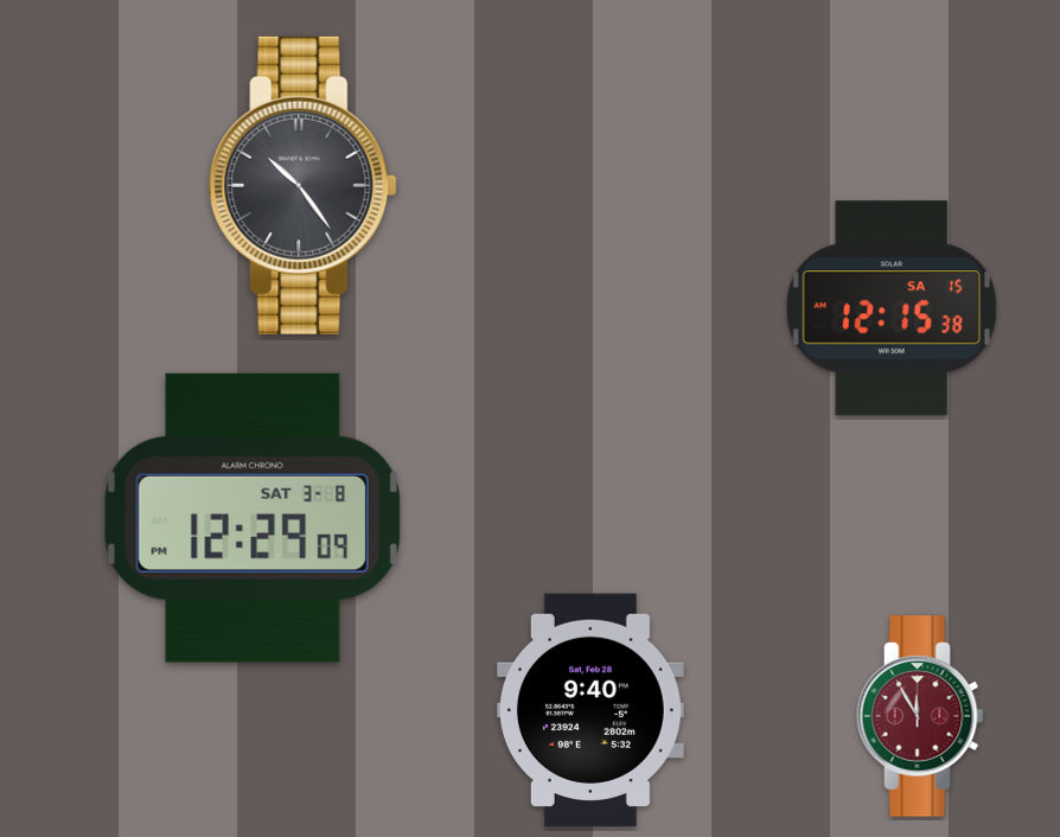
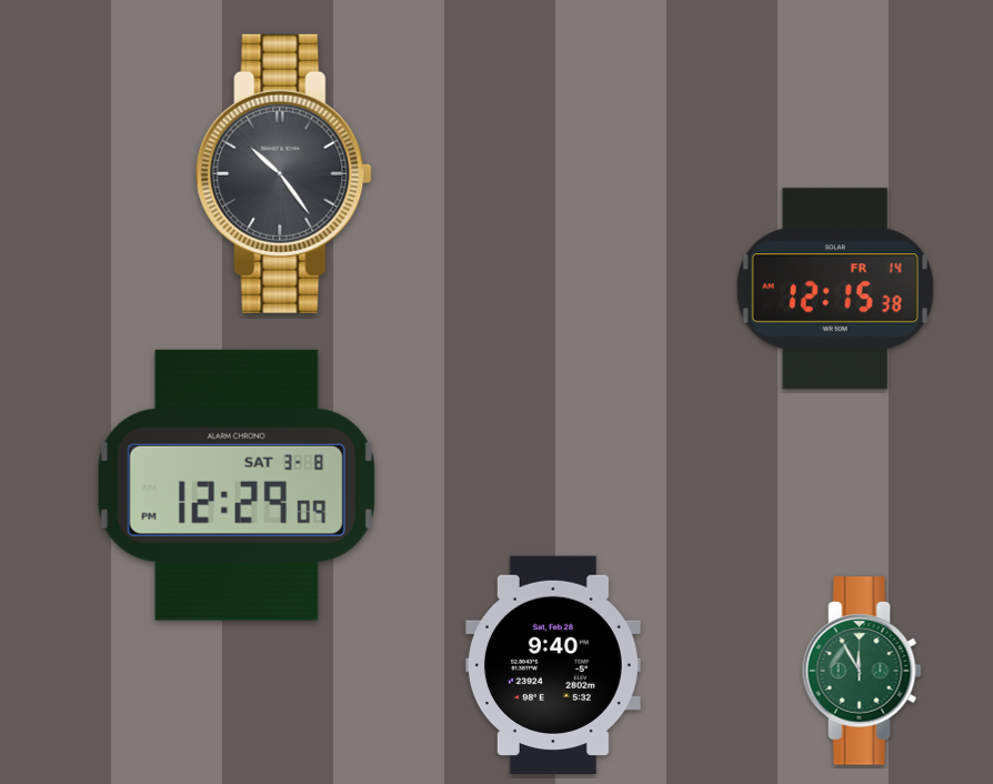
clock at (892, 308) date: SA 15 -> FR 14
clock at (920, 716) dial: burgundy -> green
